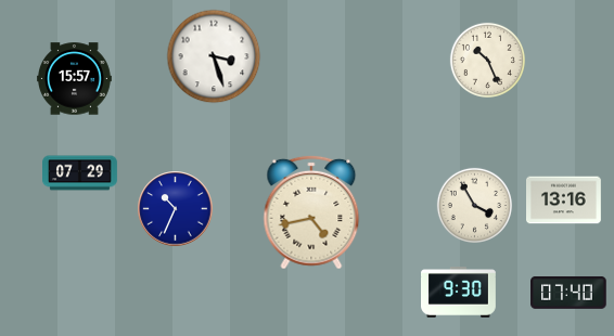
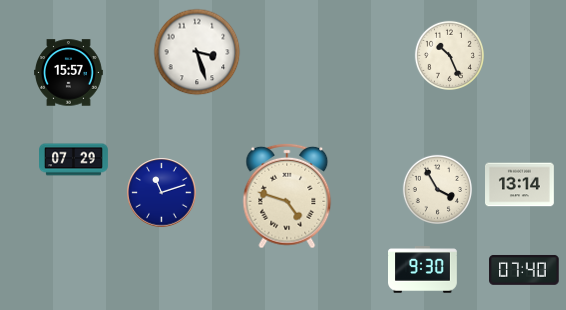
clock at (564, 201): 13:16 -> 13:14
clock at (176, 209): 10:34 -> 11:12
clock at (311, 212): 4:43 -> 4:48
